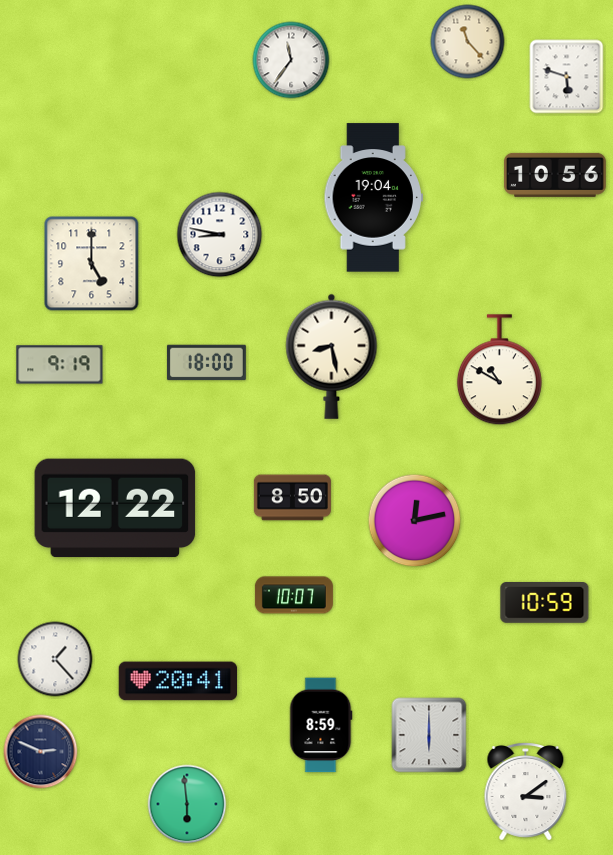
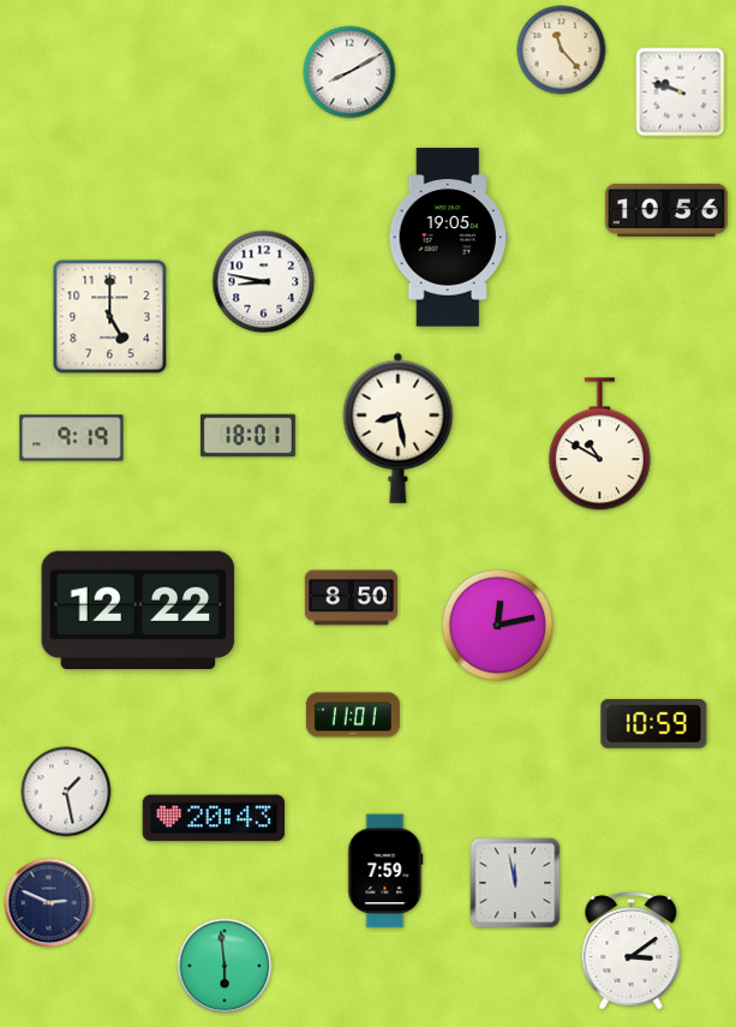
clock at (291, 60): 11:36 -> 8:10
clock at (567, 77): 5:48 -> 9:48
clock at (373, 198): 19:04 -> 19:05
clock at (206, 363): 18:00 -> 18:01
clock at (294, 595): 10:07 -> 11:01
clock at (55, 659): 1:23 -> 1:28
clock at (178, 681): 20:41 -> 20:43
clock at (321, 725): 8:59 -> 7:59
clock at (429, 735): 6:00 -> 11:58
